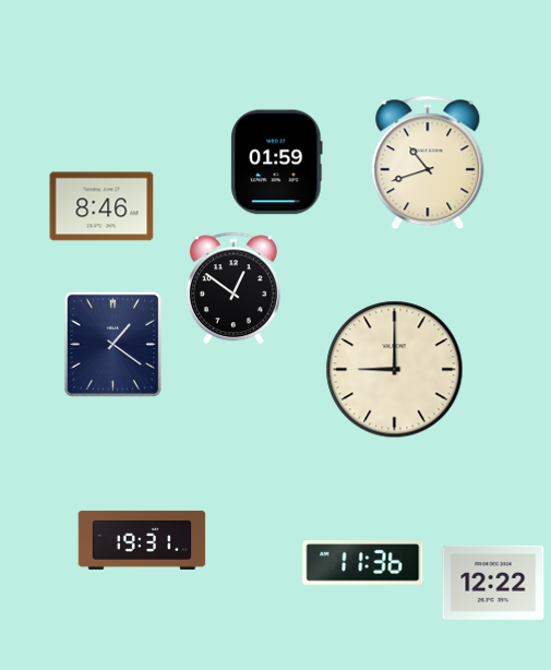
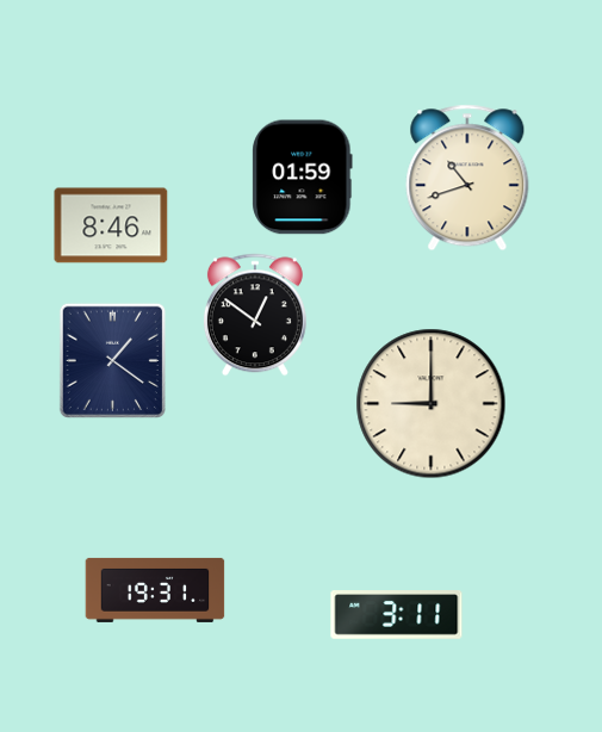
clock at (112, 344) position: (112, 344) -> (112, 360)
clock at (363, 563): 11:36 -> 3:11
clock at (493, 583): 12:22 -> none
